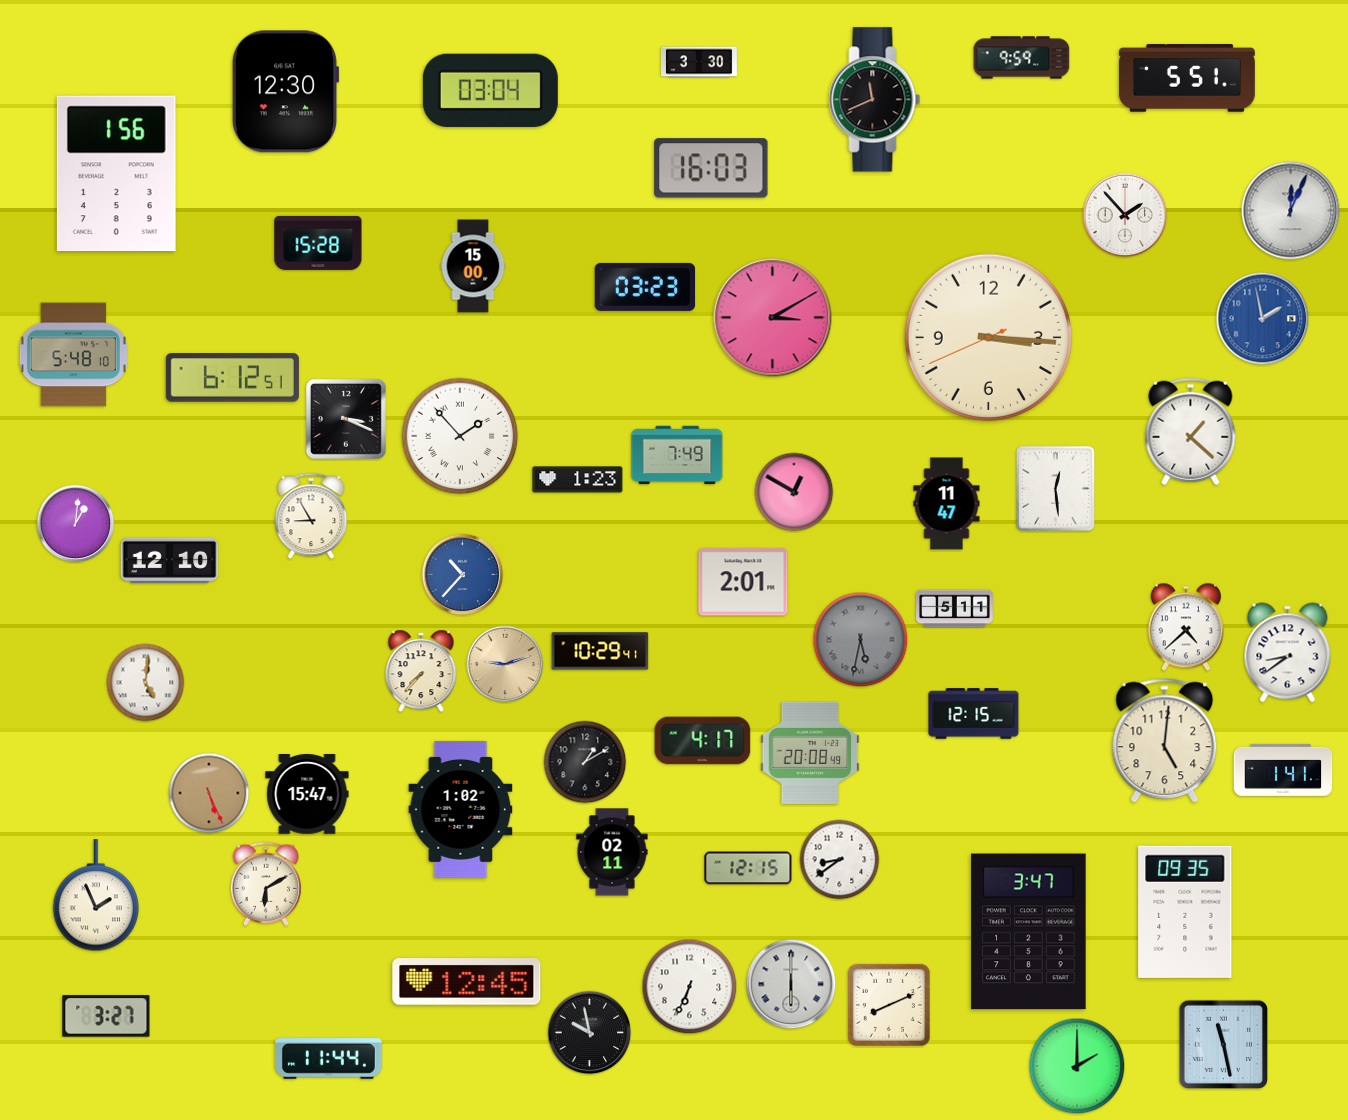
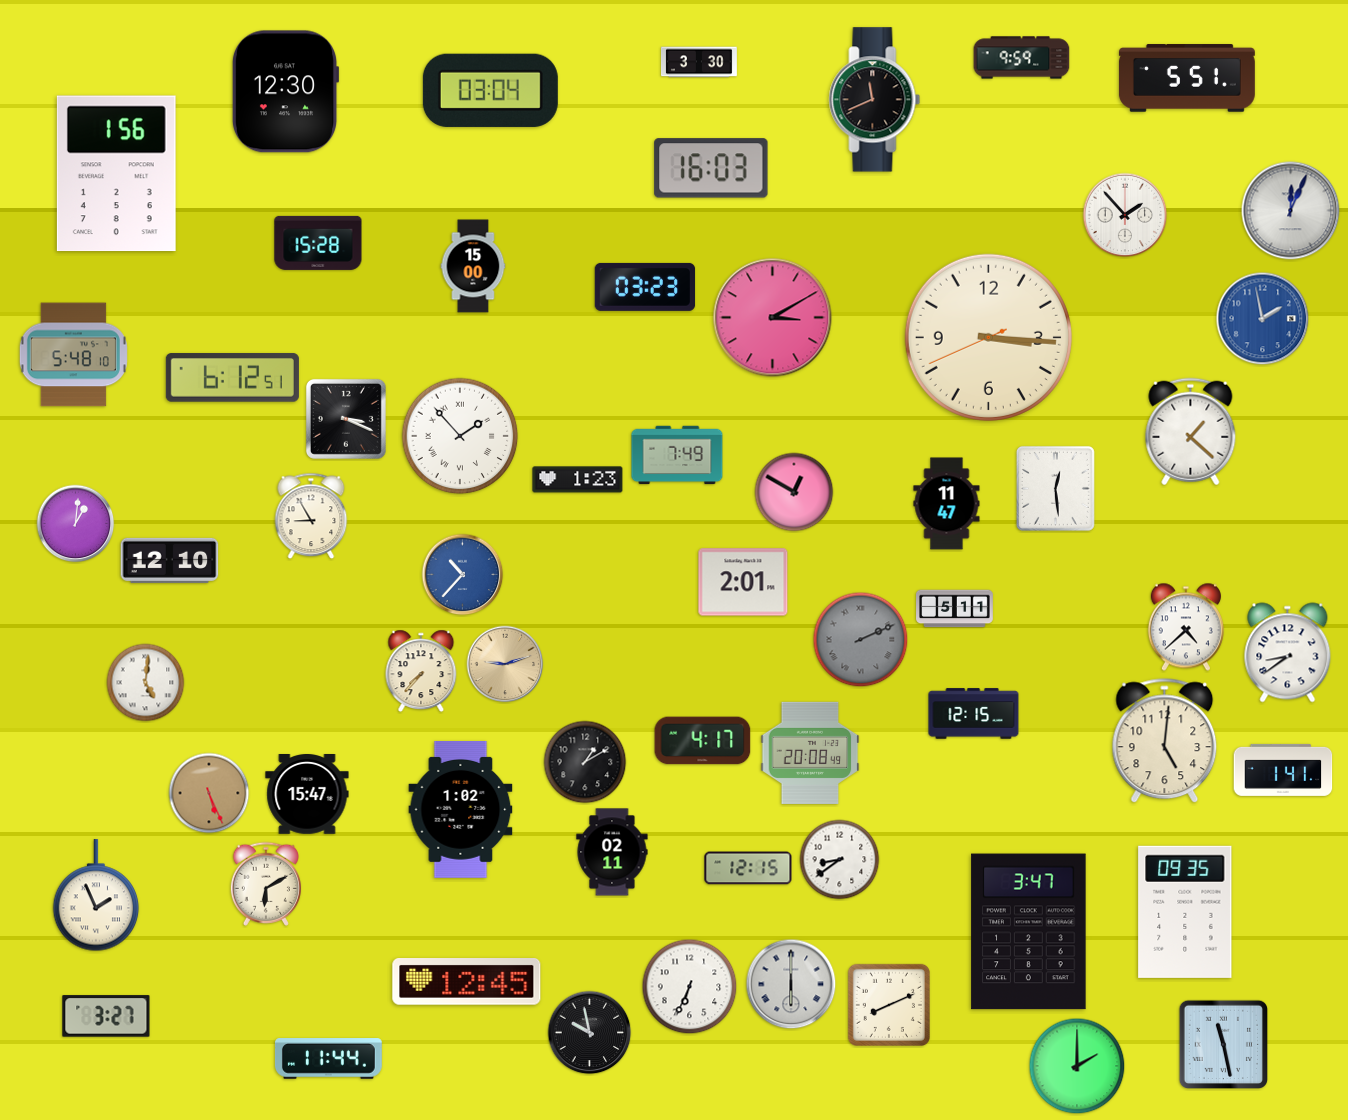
clock at (861, 640): 5:32 -> 2:11
clock at (600, 651): 10:29 -> none
